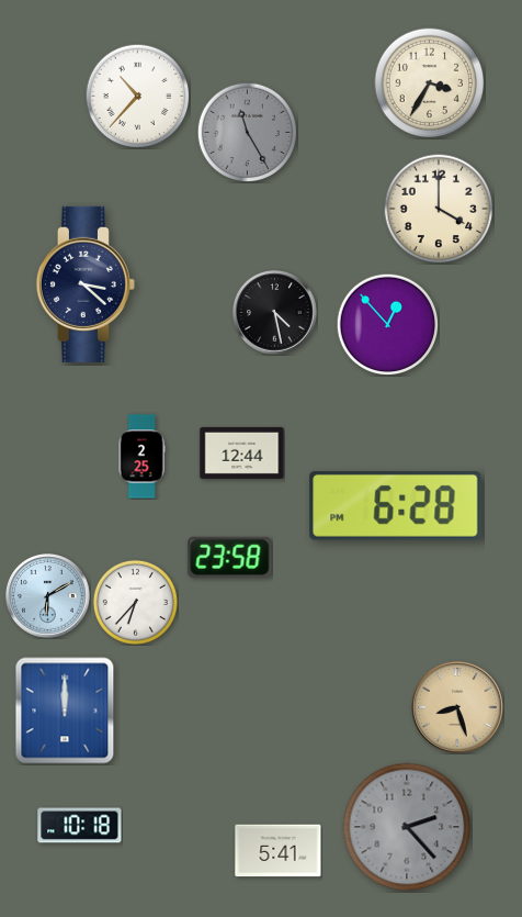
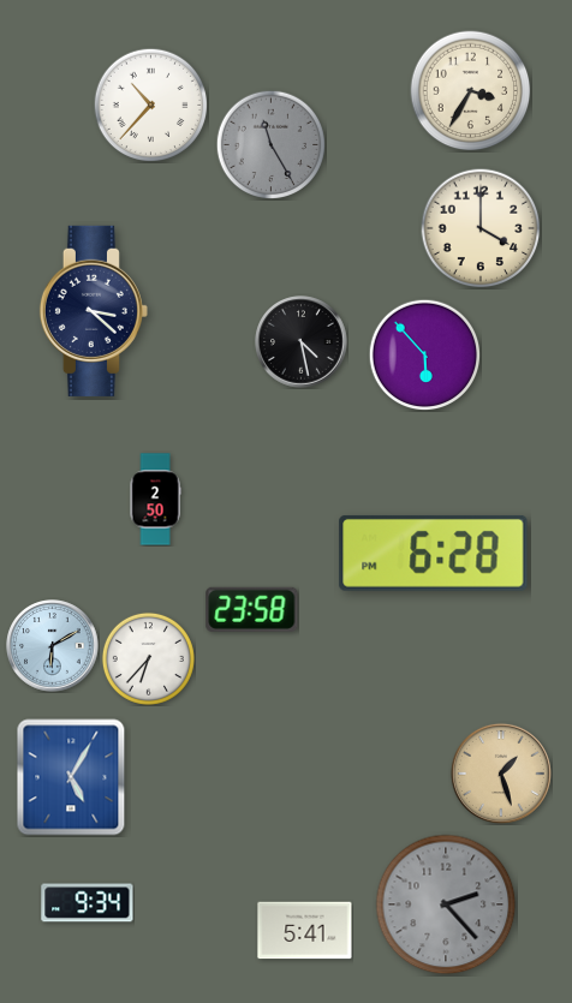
clock at (387, 324): 12:53 -> 5:53
clock at (242, 452): 12:44 -> none
clock at (141, 457): 2:25 -> 2:50
clock at (48, 596) position: (48, 596) -> (53, 646)
clock at (457, 707): 8:27 -> 1:27
clock at (65, 711): 12:00 -> 5:05
clock at (80, 826): 10:18 -> 9:34
